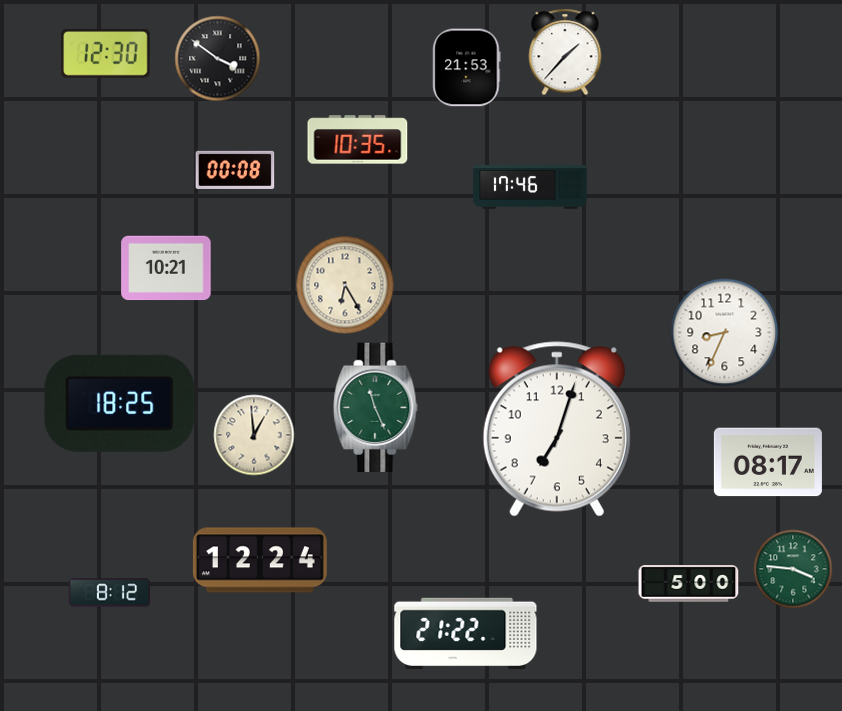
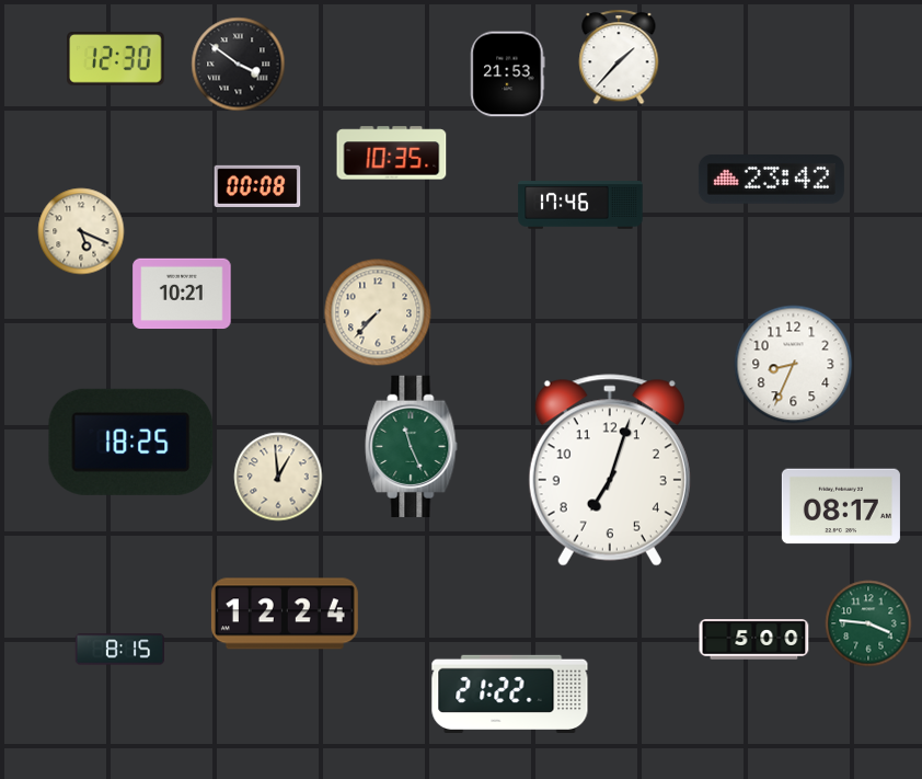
clock at (467, 68) position: (467, 68) -> (508, 75)
clock at (771, 180): none -> 23:42
clock at (81, 231): none -> 5:19
clock at (345, 285): 6:25 -> 7:37
clock at (110, 593): 8:12 -> 8:15
